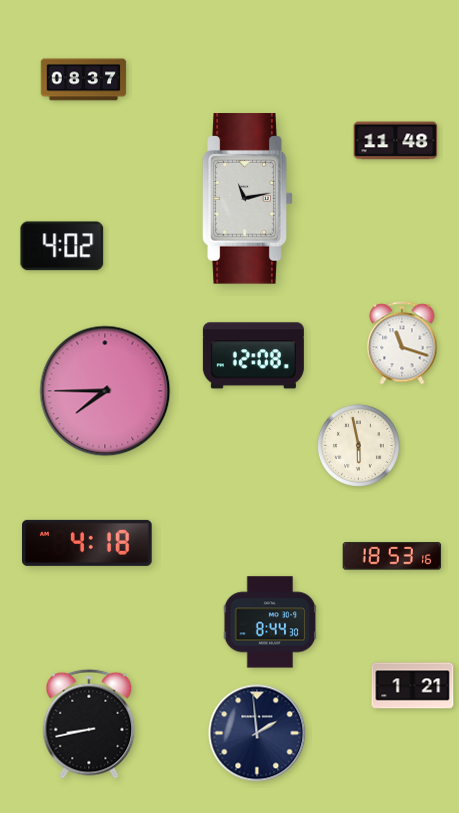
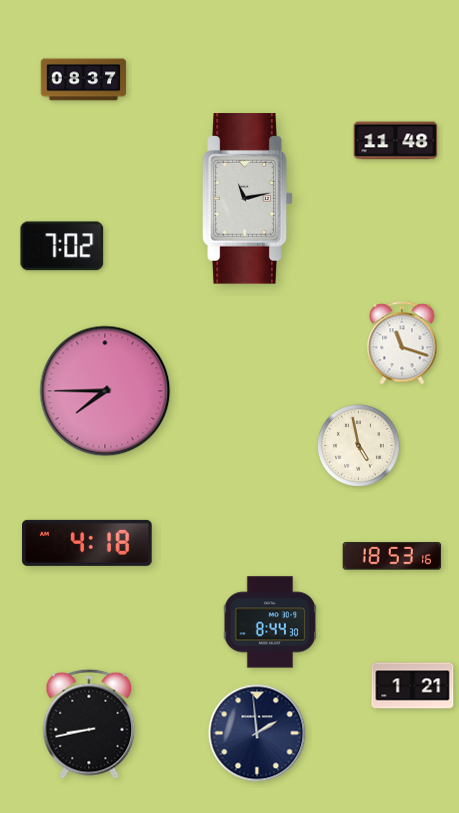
clock at (62, 246): 4:02 -> 7:02
clock at (253, 356): 12:08 -> none
clock at (358, 445): 5:58 -> 4:58
